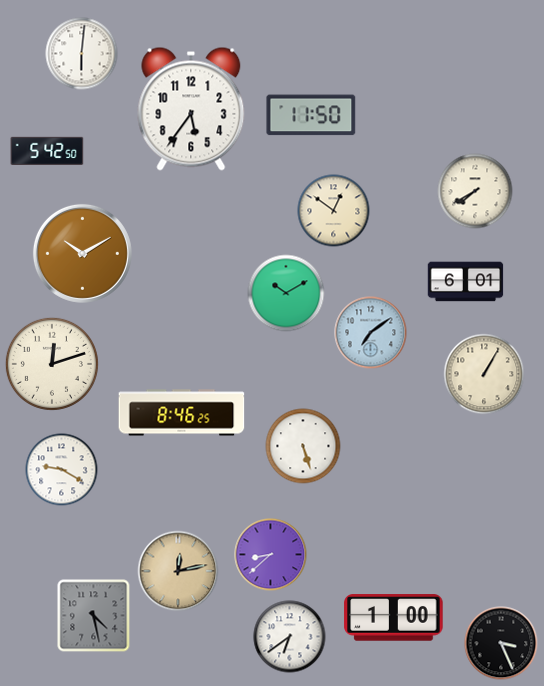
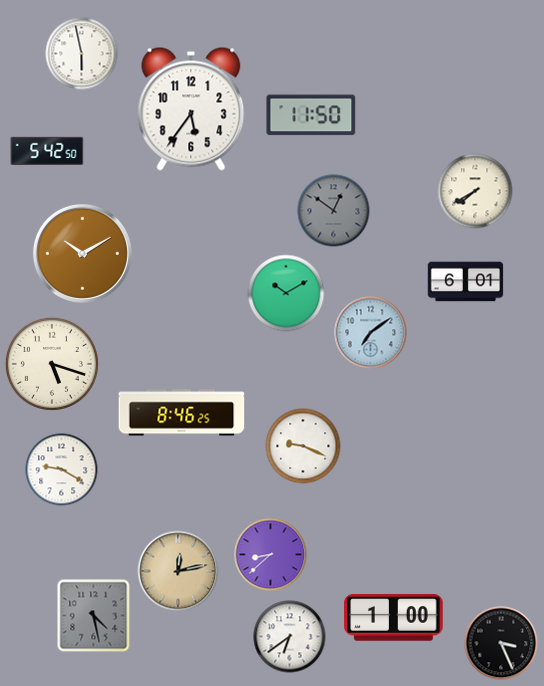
clock at (82, 54): 6:01 -> 5:58
clock at (334, 211) dial: cream -> grey
clock at (52, 364): 12:12 -> 5:18
clock at (484, 374): 1:05 -> none
clock at (303, 446): 5:27 -> 9:19
